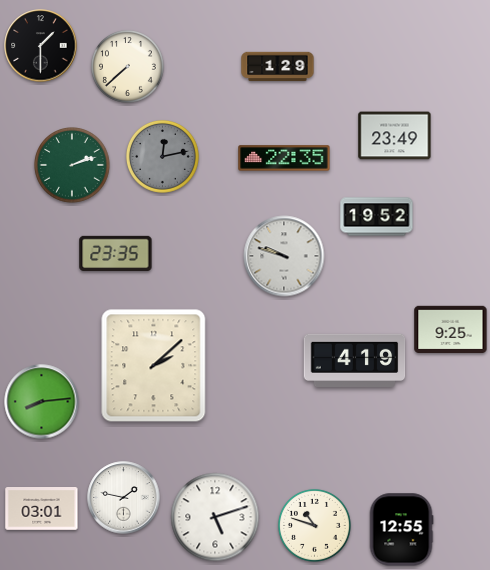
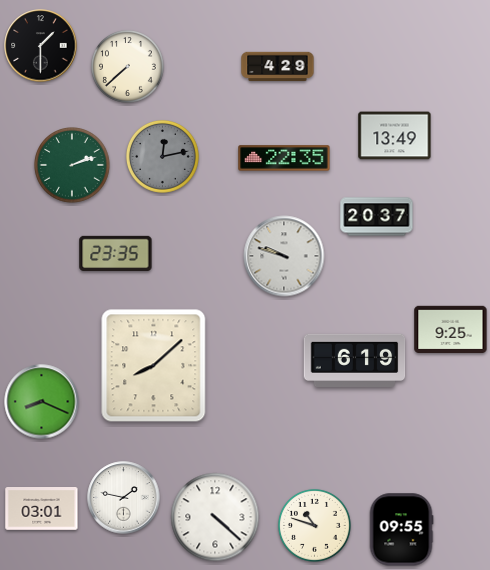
clock at (278, 67): 1:29 -> 4:29
clock at (395, 136): 23:49 -> 13:49
clock at (377, 217): 19:52 -> 20:37
clock at (355, 360): 4:19 -> 6:19
clock at (154, 366): 2:08 -> 8:08
clock at (42, 402): 8:14 -> 8:19
clock at (215, 517): 5:12 -> 4:22
clock at (401, 530): 12:55 -> 09:55
